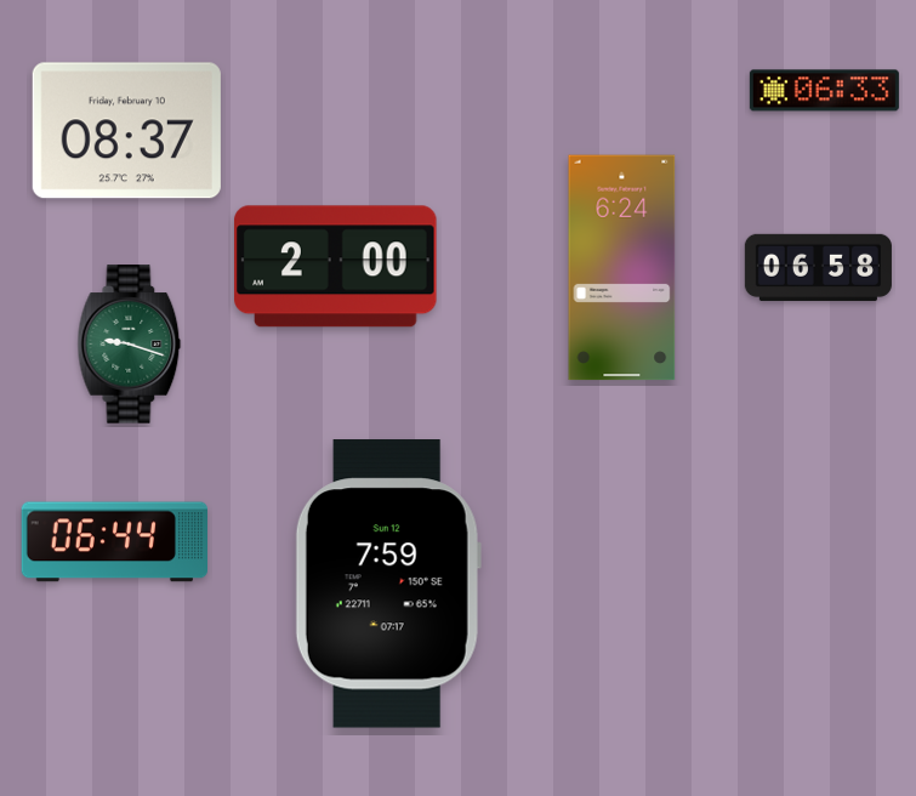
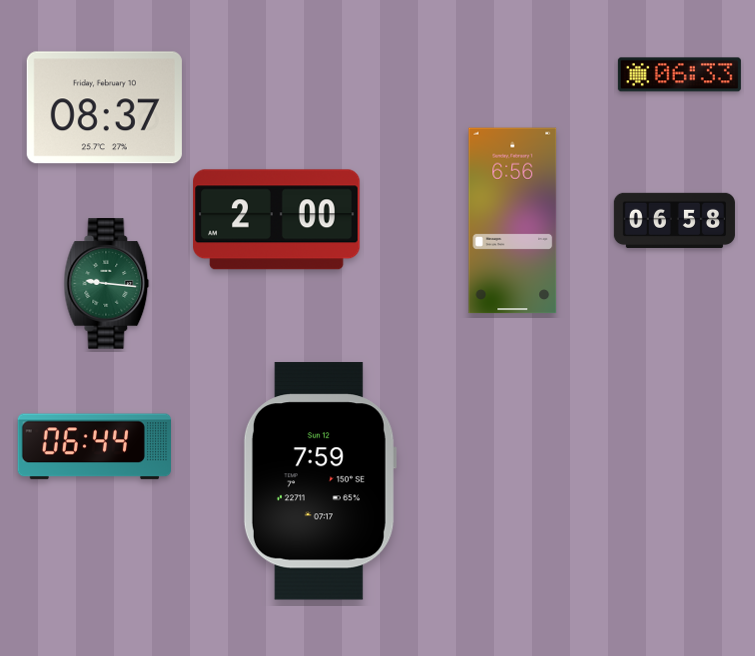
clock at (622, 268): 6:24 -> 6:56
clock at (130, 345): 9:18 -> 9:16
